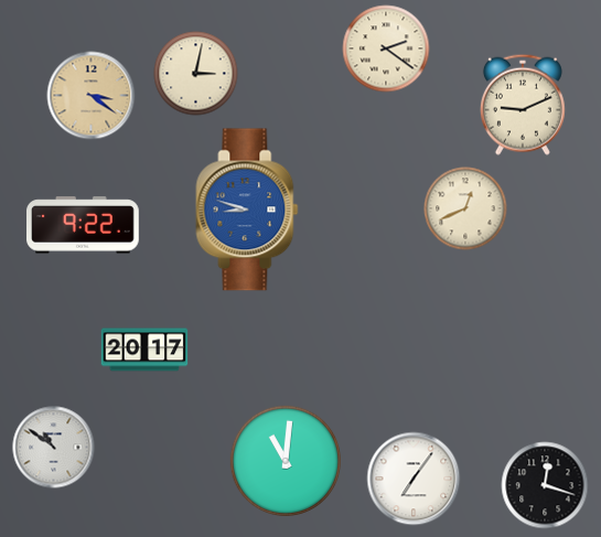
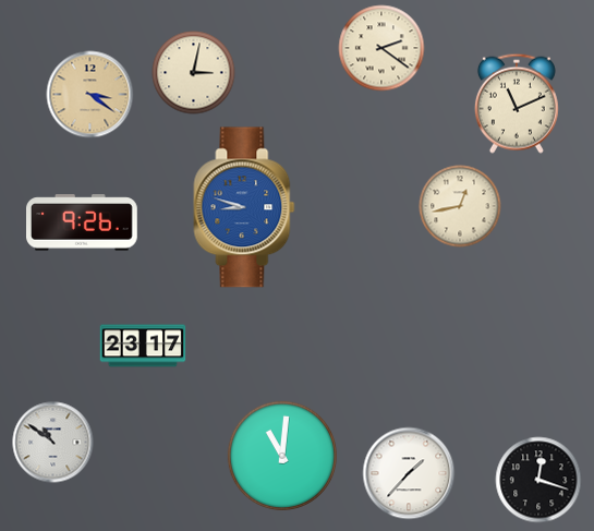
clock at (523, 105): 9:11 -> 11:11
clock at (465, 208): 12:41 -> 12:43
clock at (84, 225): 9:22 -> 9:26
clock at (144, 350): 20:17 -> 23:17
clock at (414, 479): 7:06 -> 1:37
